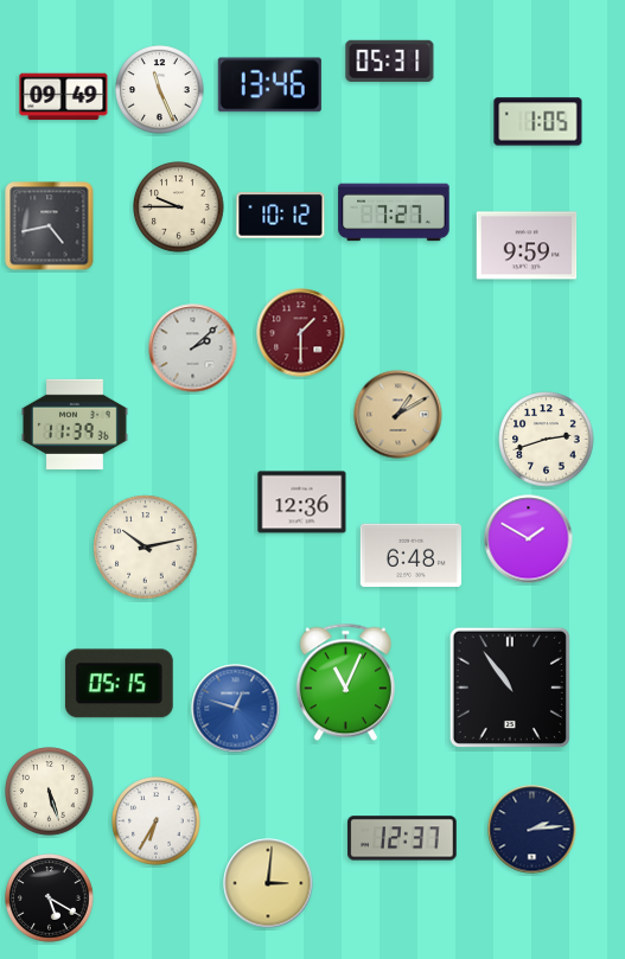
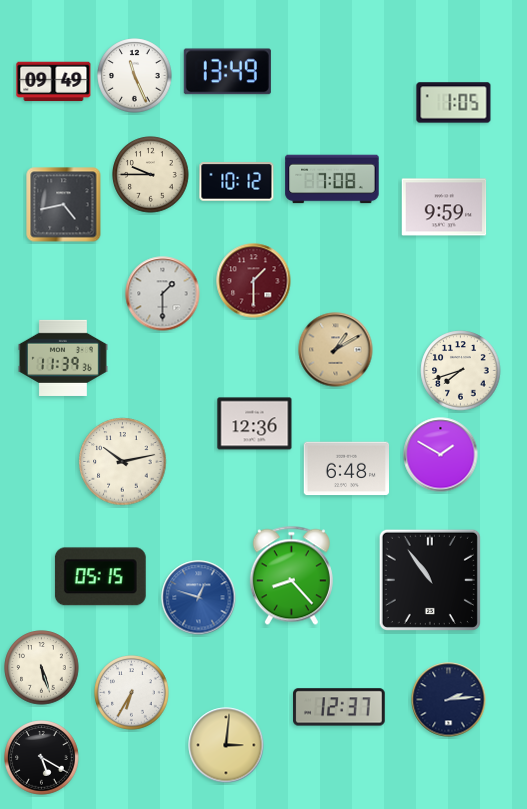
clock at (390, 60): 05:31 -> none
clock at (269, 85): 13:46 -> 13:49
clock at (394, 212): 7:27 -> 7:08
clock at (50, 226) position: (50, 226) -> (64, 205)
clock at (193, 349): 2:08 -> 1:30
clock at (547, 440): 2:42 -> 7:42
clock at (529, 539) position: (529, 539) -> (441, 455)
clock at (345, 683): 11:04 -> 8:23
